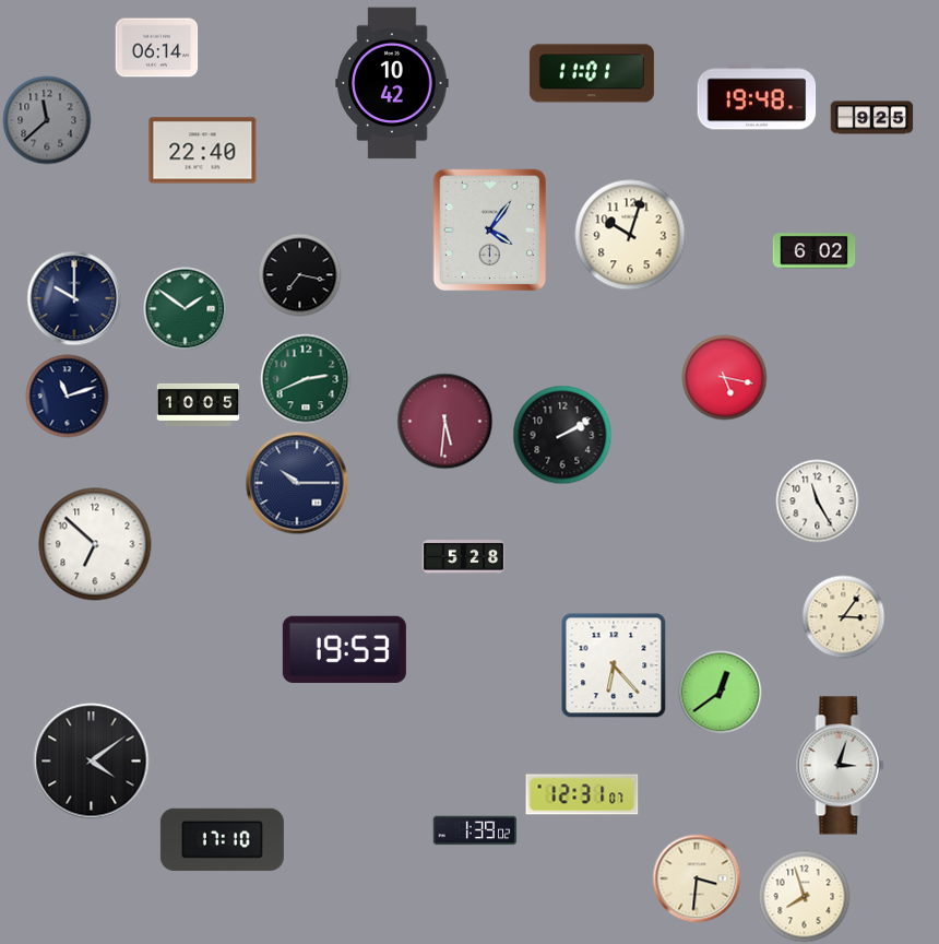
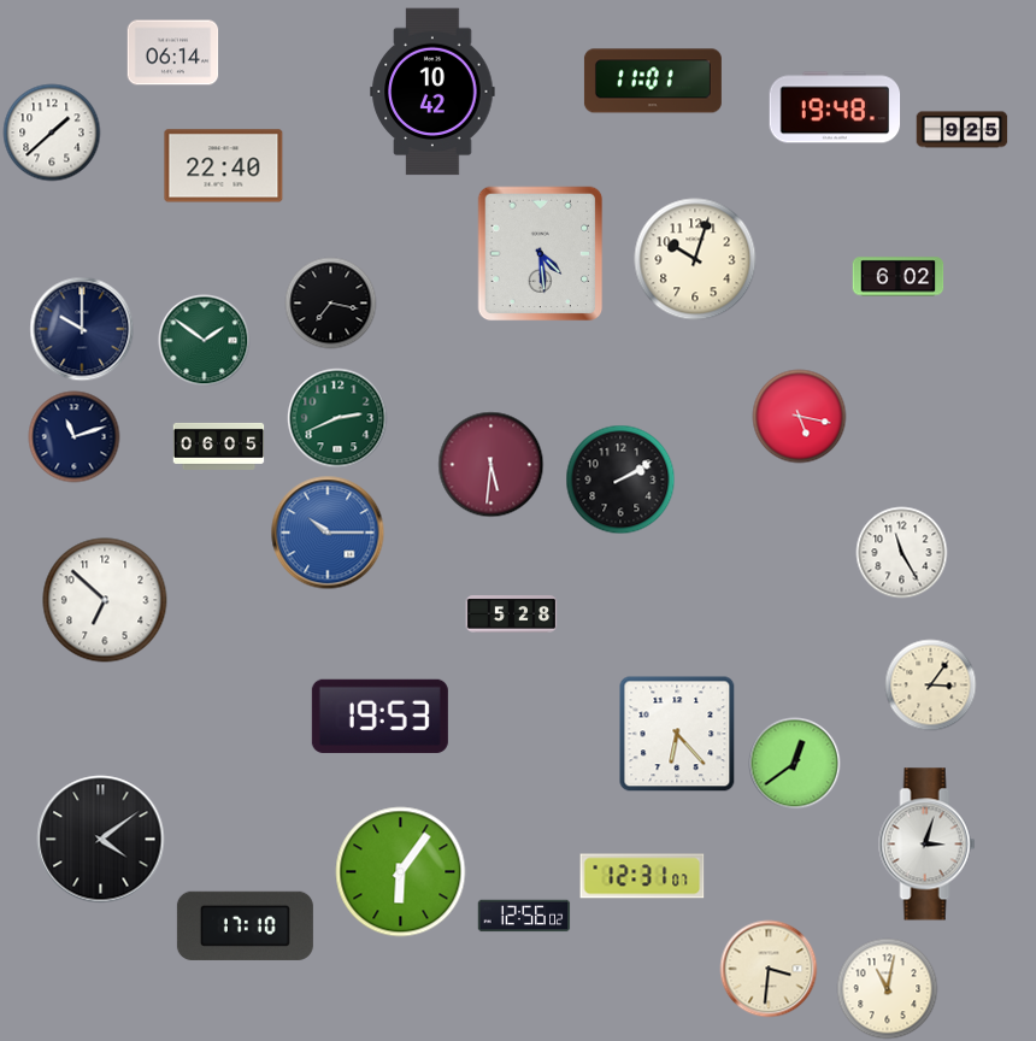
clock at (47, 120): 11:38 -> 1:38
clock at (47, 120) dial: grey -> white
clock at (490, 231): 4:06 -> 4:29
clock at (199, 404): 10:05 -> 06:05
clock at (297, 483) dial: navy -> blue
clock at (844, 617) position: (844, 617) -> (931, 686)
clock at (401, 872): none -> 6:06
clock at (475, 830): 1:39 -> 12:56
clock at (805, 897): 7:57 -> 11:02
